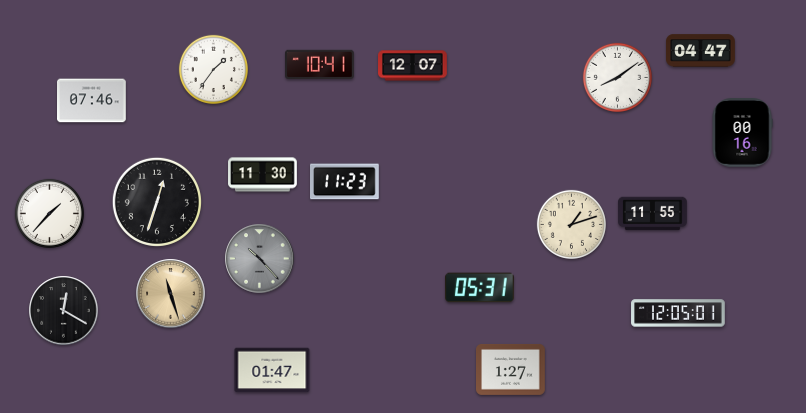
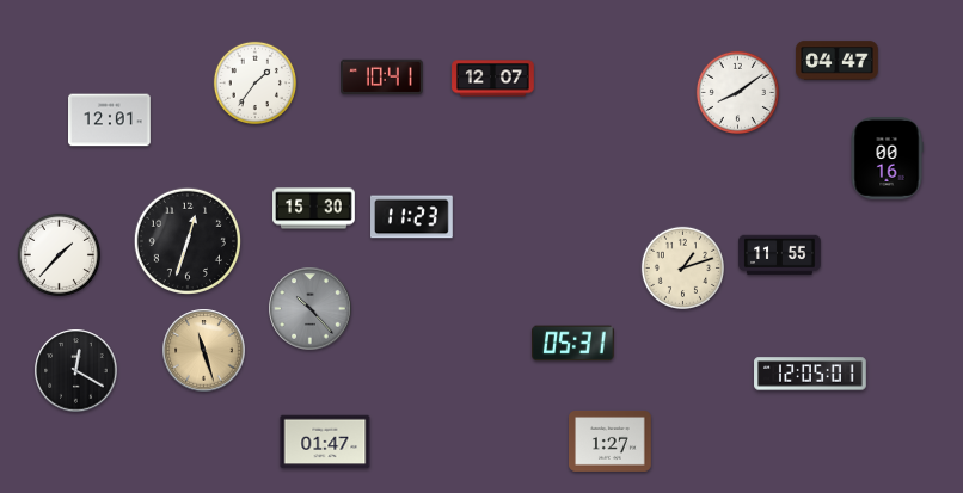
clock at (92, 101): 07:46 -> 12:01
clock at (263, 175): 11:30 -> 15:30
